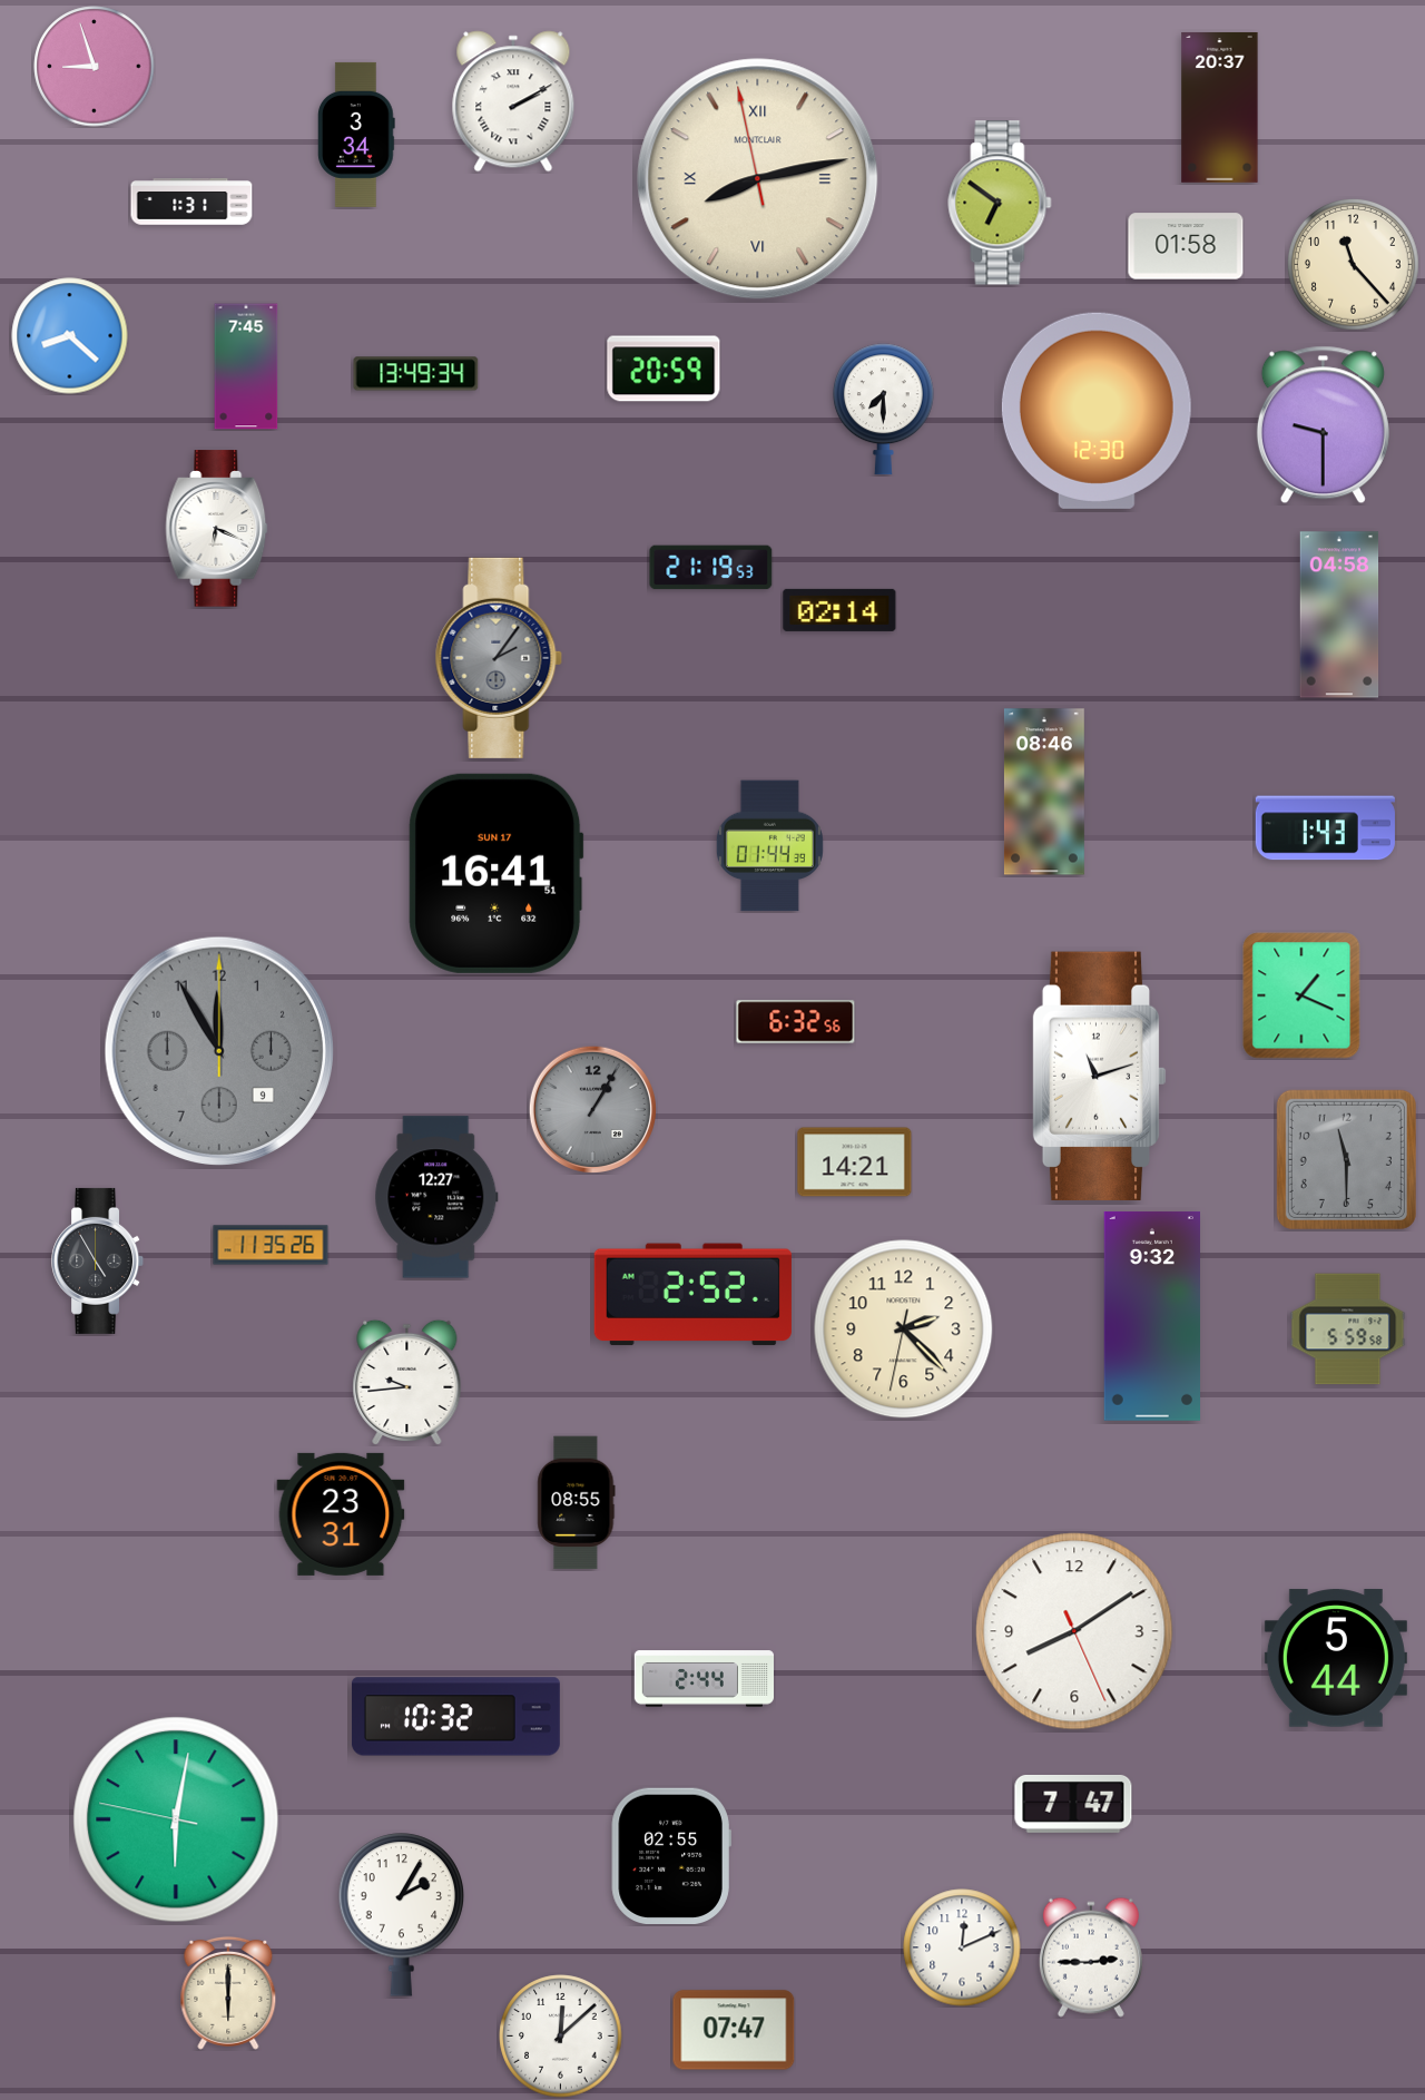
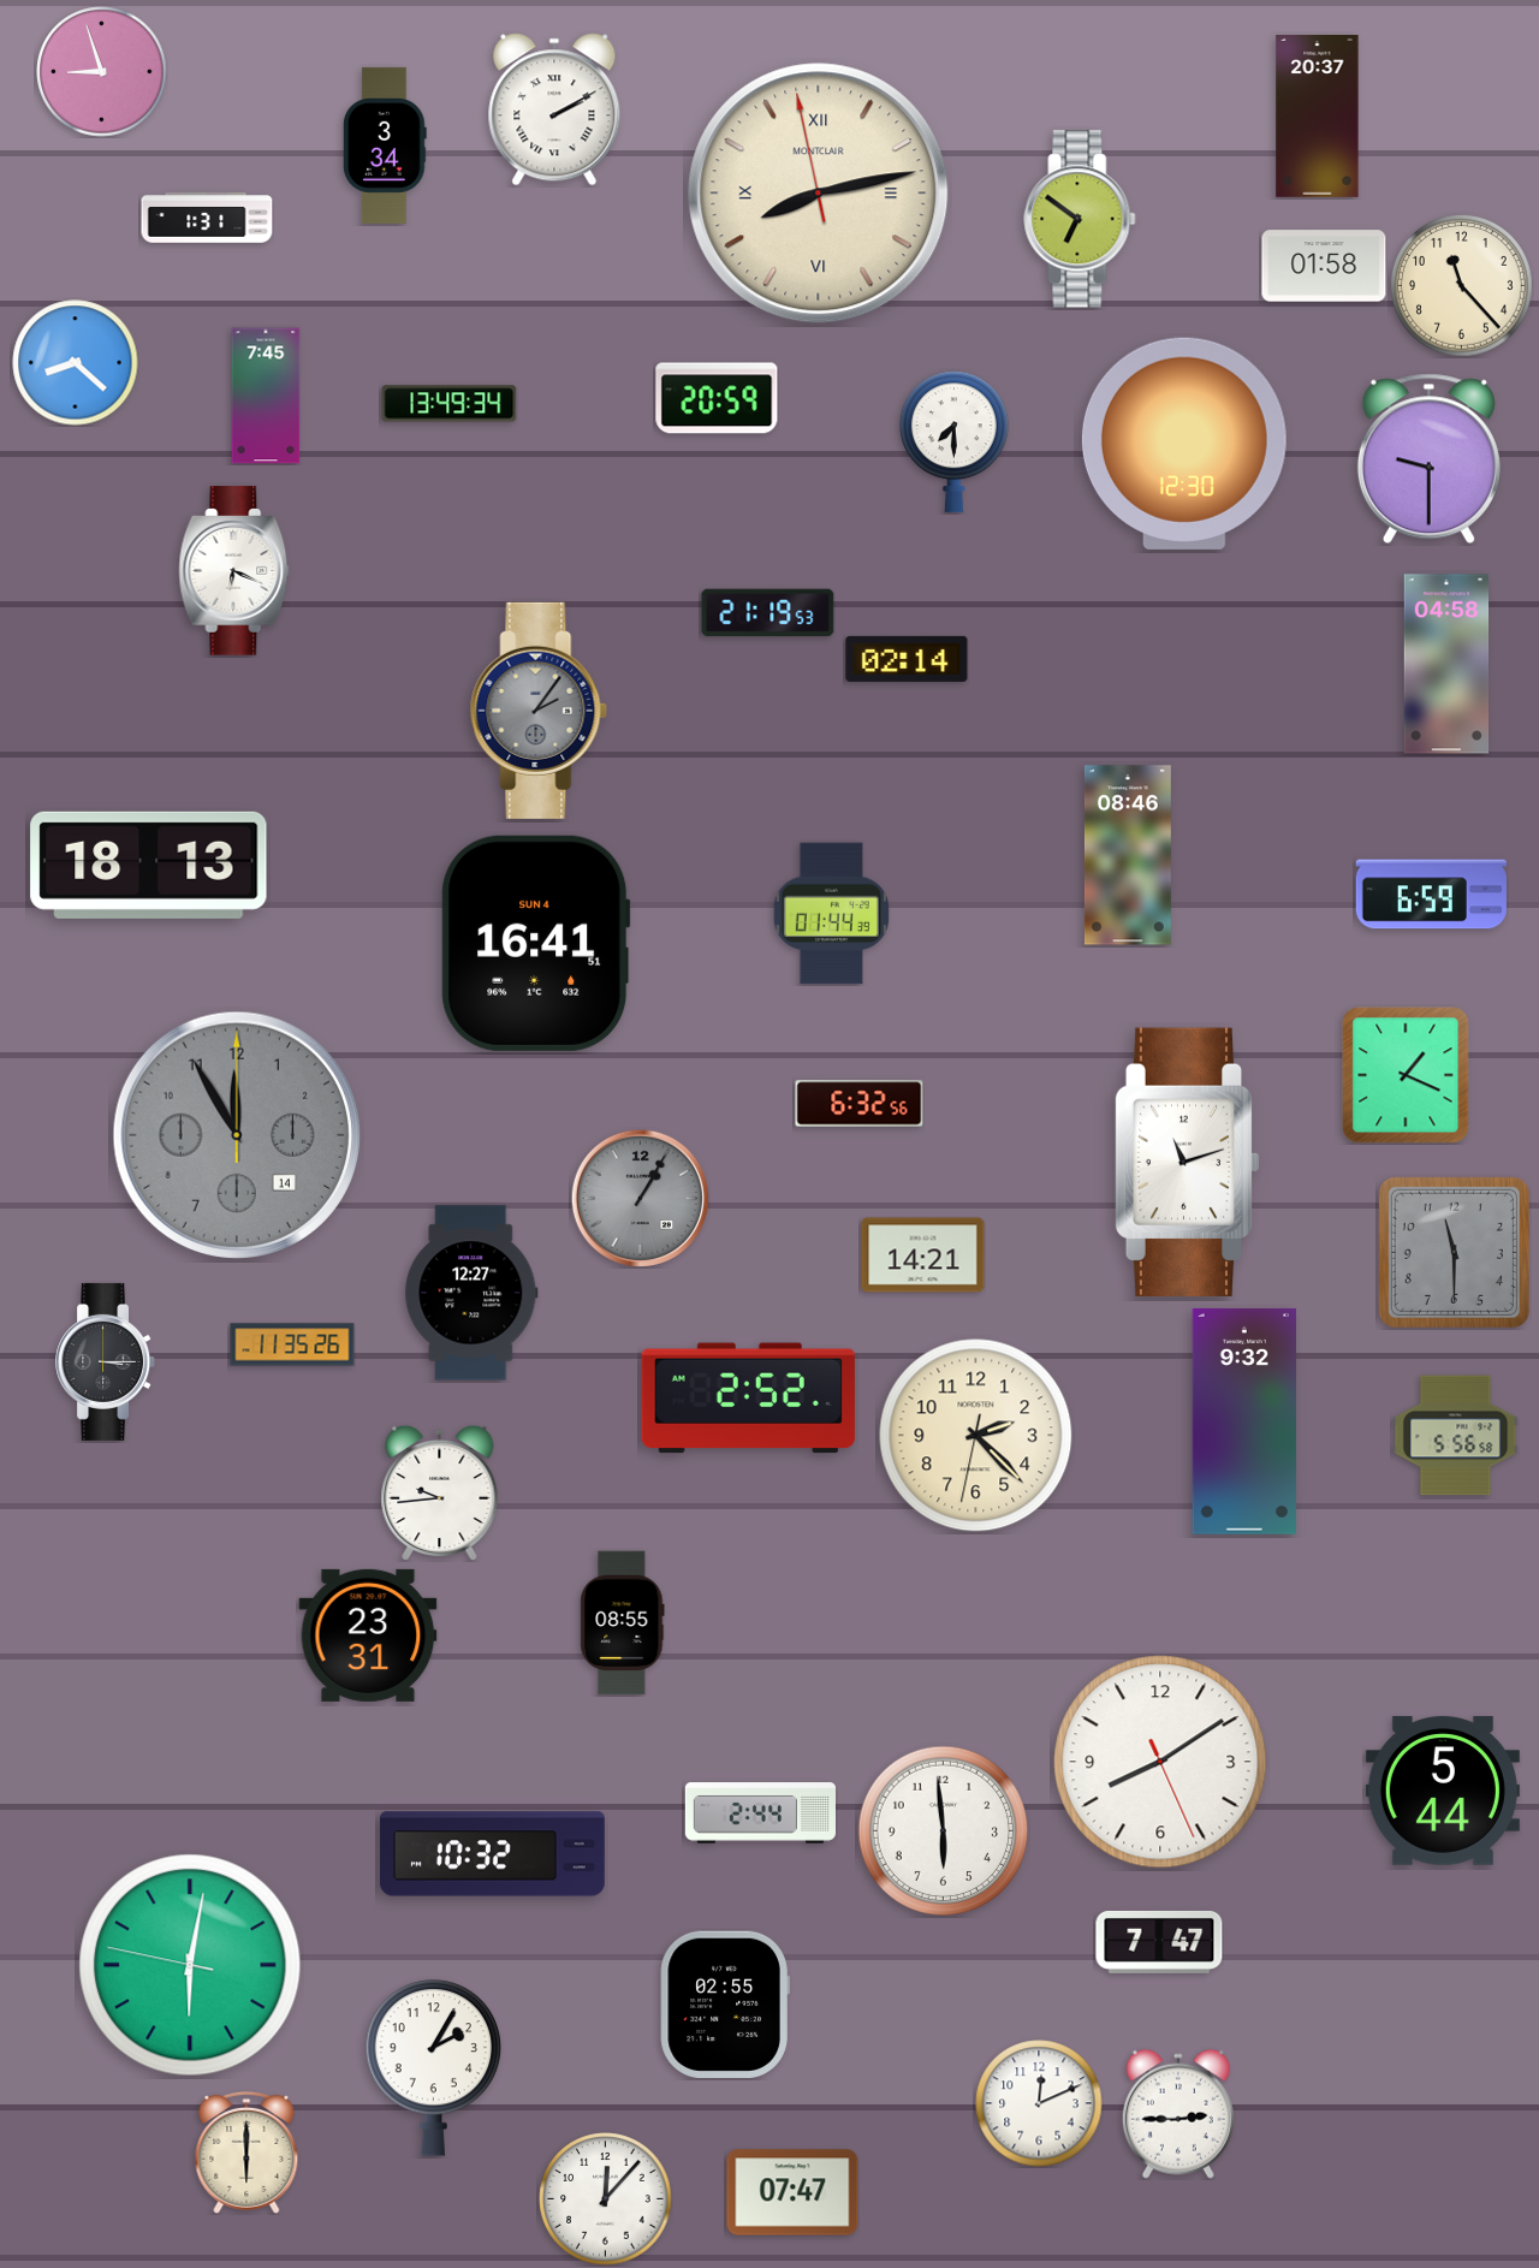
clock at (1186, 246) position: (1186, 246) -> (1324, 266)
clock at (149, 865): none -> 18:13
clock at (1325, 828): 1:43 -> 6:59
clock at (497, 873) date: SUN 17 -> SUN 4
clock at (218, 1050) date: 9 -> 14
clock at (98, 1260): 4:55 -> 3:15
clock at (1348, 1329): 5:59 -> 5:56
clock at (944, 1831): none -> 5:59
clock at (1073, 1804) position: (1073, 1804) -> (1159, 1942)
clock at (561, 2037): 12:08 -> 12:07
